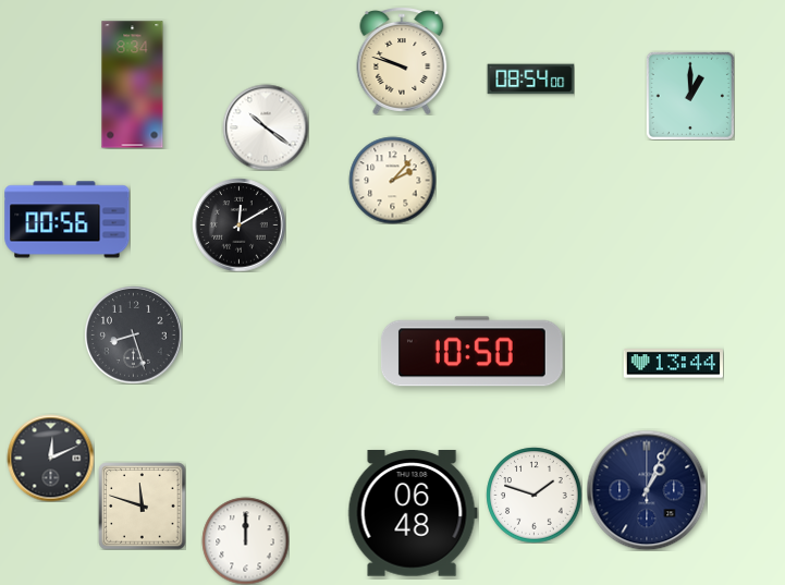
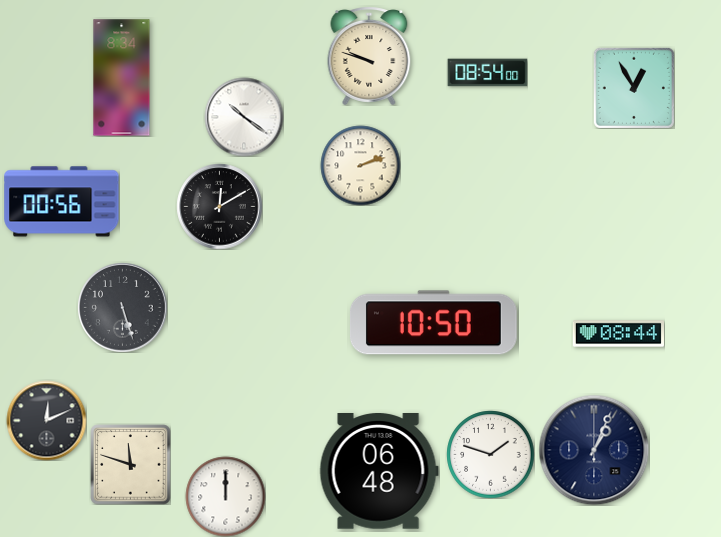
clock at (690, 96): 1:00 -> 12:55
clock at (392, 180): 2:07 -> 2:12
clock at (133, 334): 8:27 -> 5:27
clock at (673, 364): 13:44 -> 08:44
